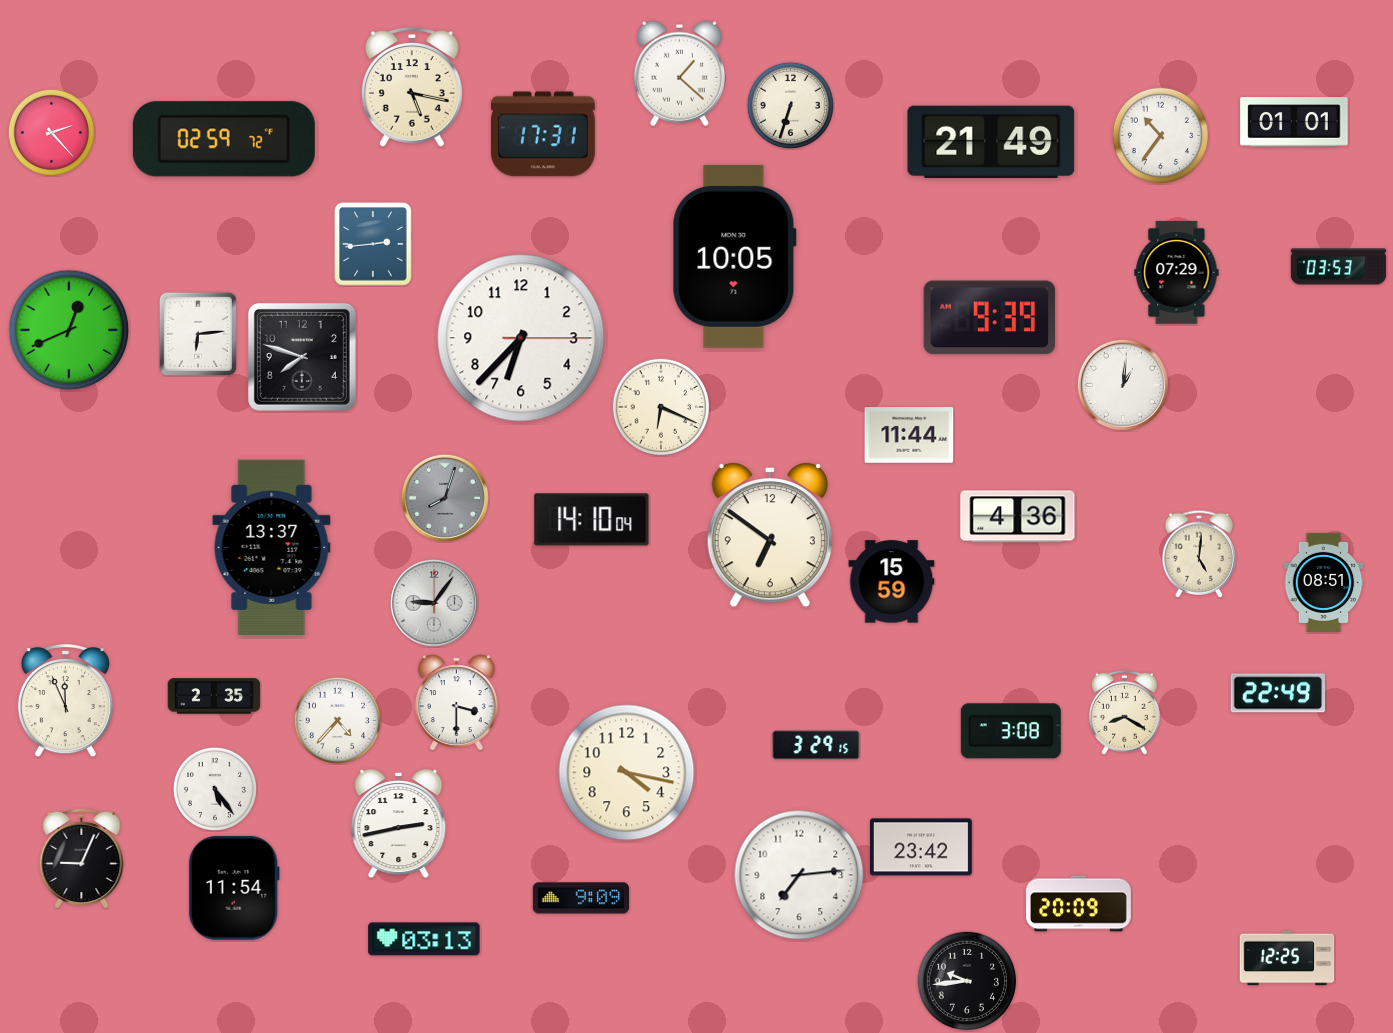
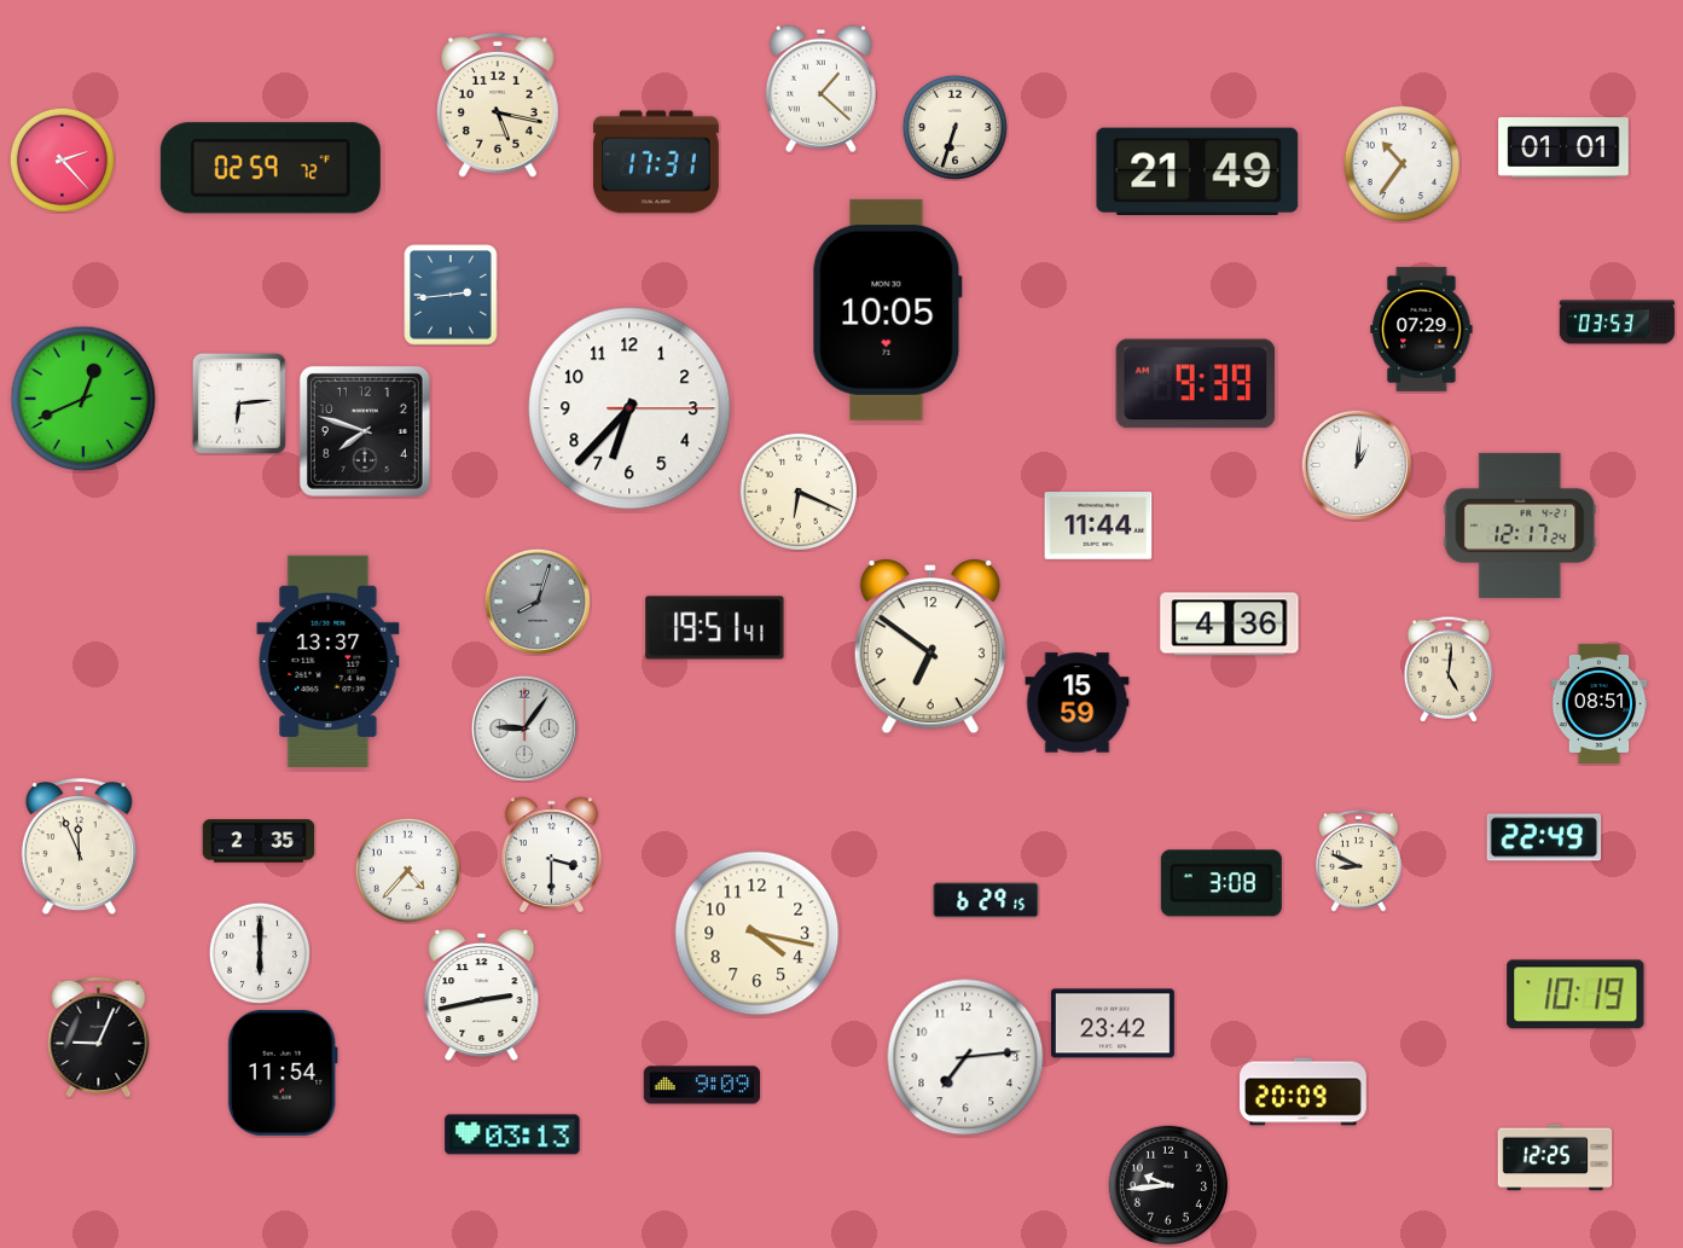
clock at (1520, 526): none -> 12:17
clock at (592, 520): 14:10 -> 19:51
clock at (456, 702) position: (456, 702) -> (551, 854)
clock at (1124, 712): 8:20 -> 8:49
clock at (816, 745): 3:29 -> 6:29
clock at (215, 789): 5:24 -> 6:00
clock at (1575, 994): none -> 10:19
